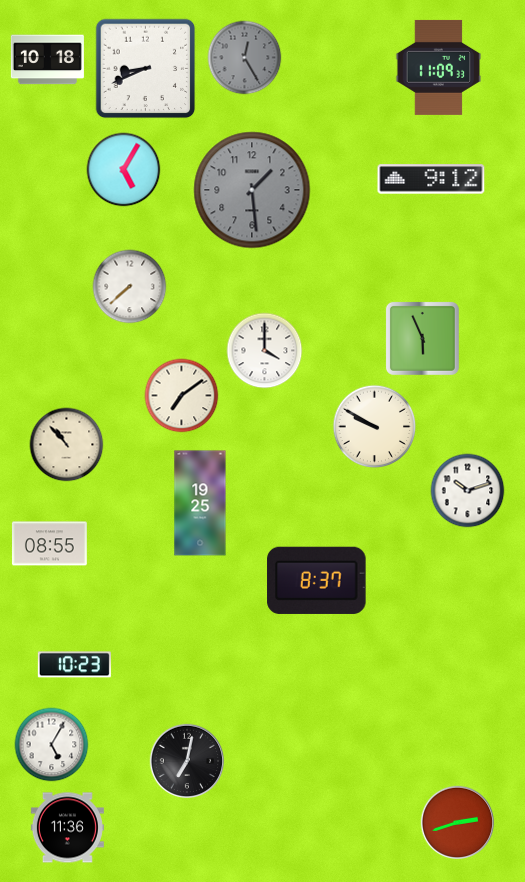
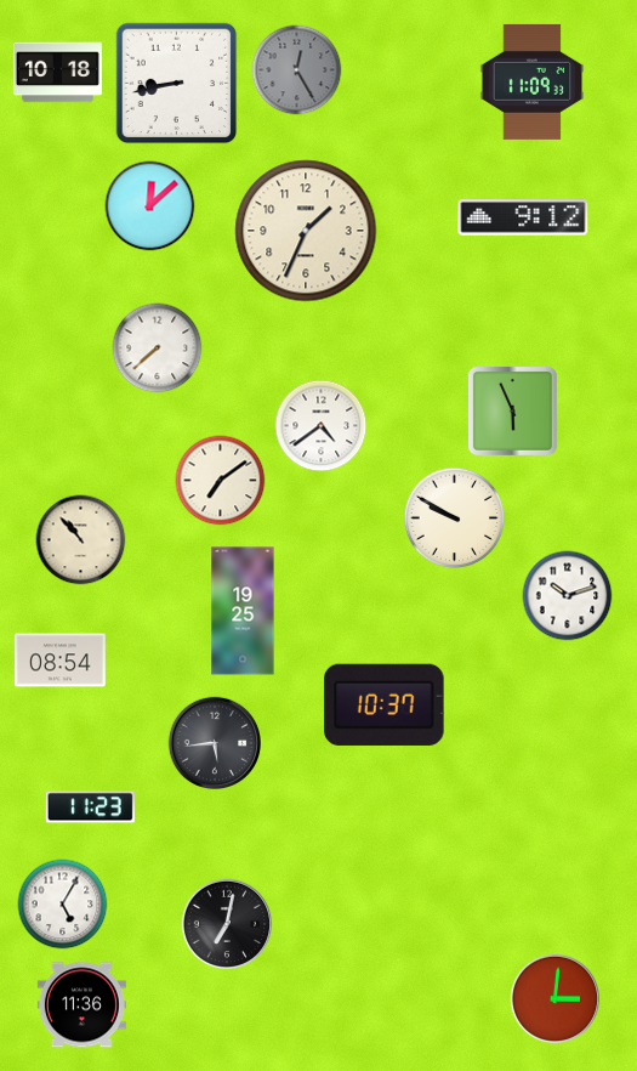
clock at (146, 69): 8:41 -> 8:43
clock at (124, 170): 5:05 -> 12:08
clock at (252, 190): 1:29 -> 1:34
clock at (252, 190) dial: grey -> cream
clock at (265, 351): 4:00 -> 4:39
clock at (49, 544): 08:55 -> 08:54
clock at (317, 580): 8:37 -> 10:37
clock at (214, 742): none -> 5:44
clock at (74, 665): 10:23 -> 11:23
clock at (458, 823): 2:42 -> 3:01
